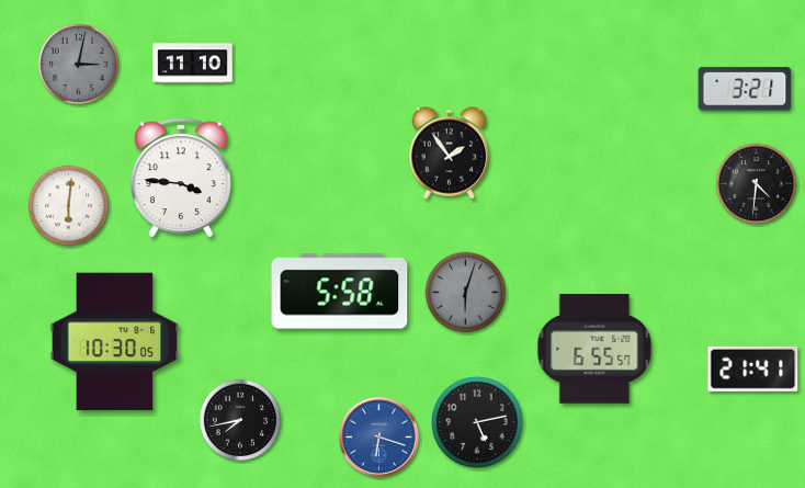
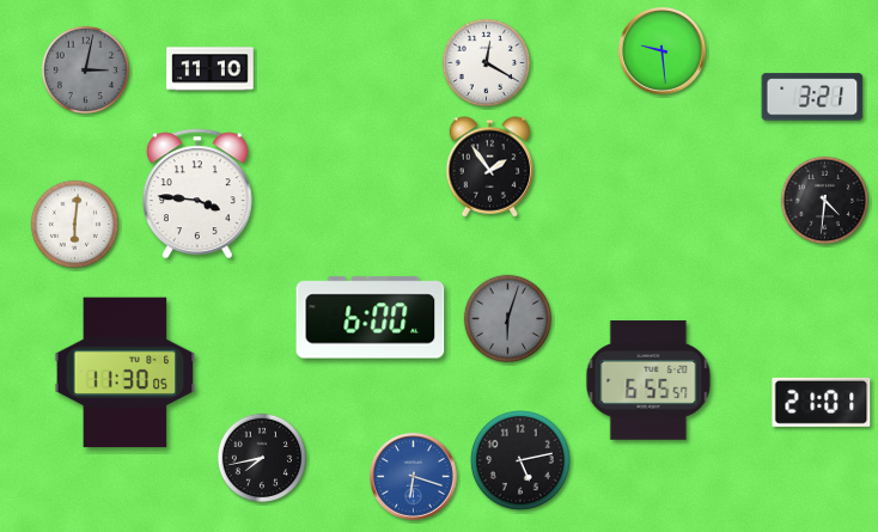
clock at (663, 51): none -> 9:29
clock at (487, 63): none -> 12:20
clock at (340, 292): 5:58 -> 6:00
clock at (115, 342): 10:30 -> 11:30
clock at (753, 368): 21:41 -> 21:01
